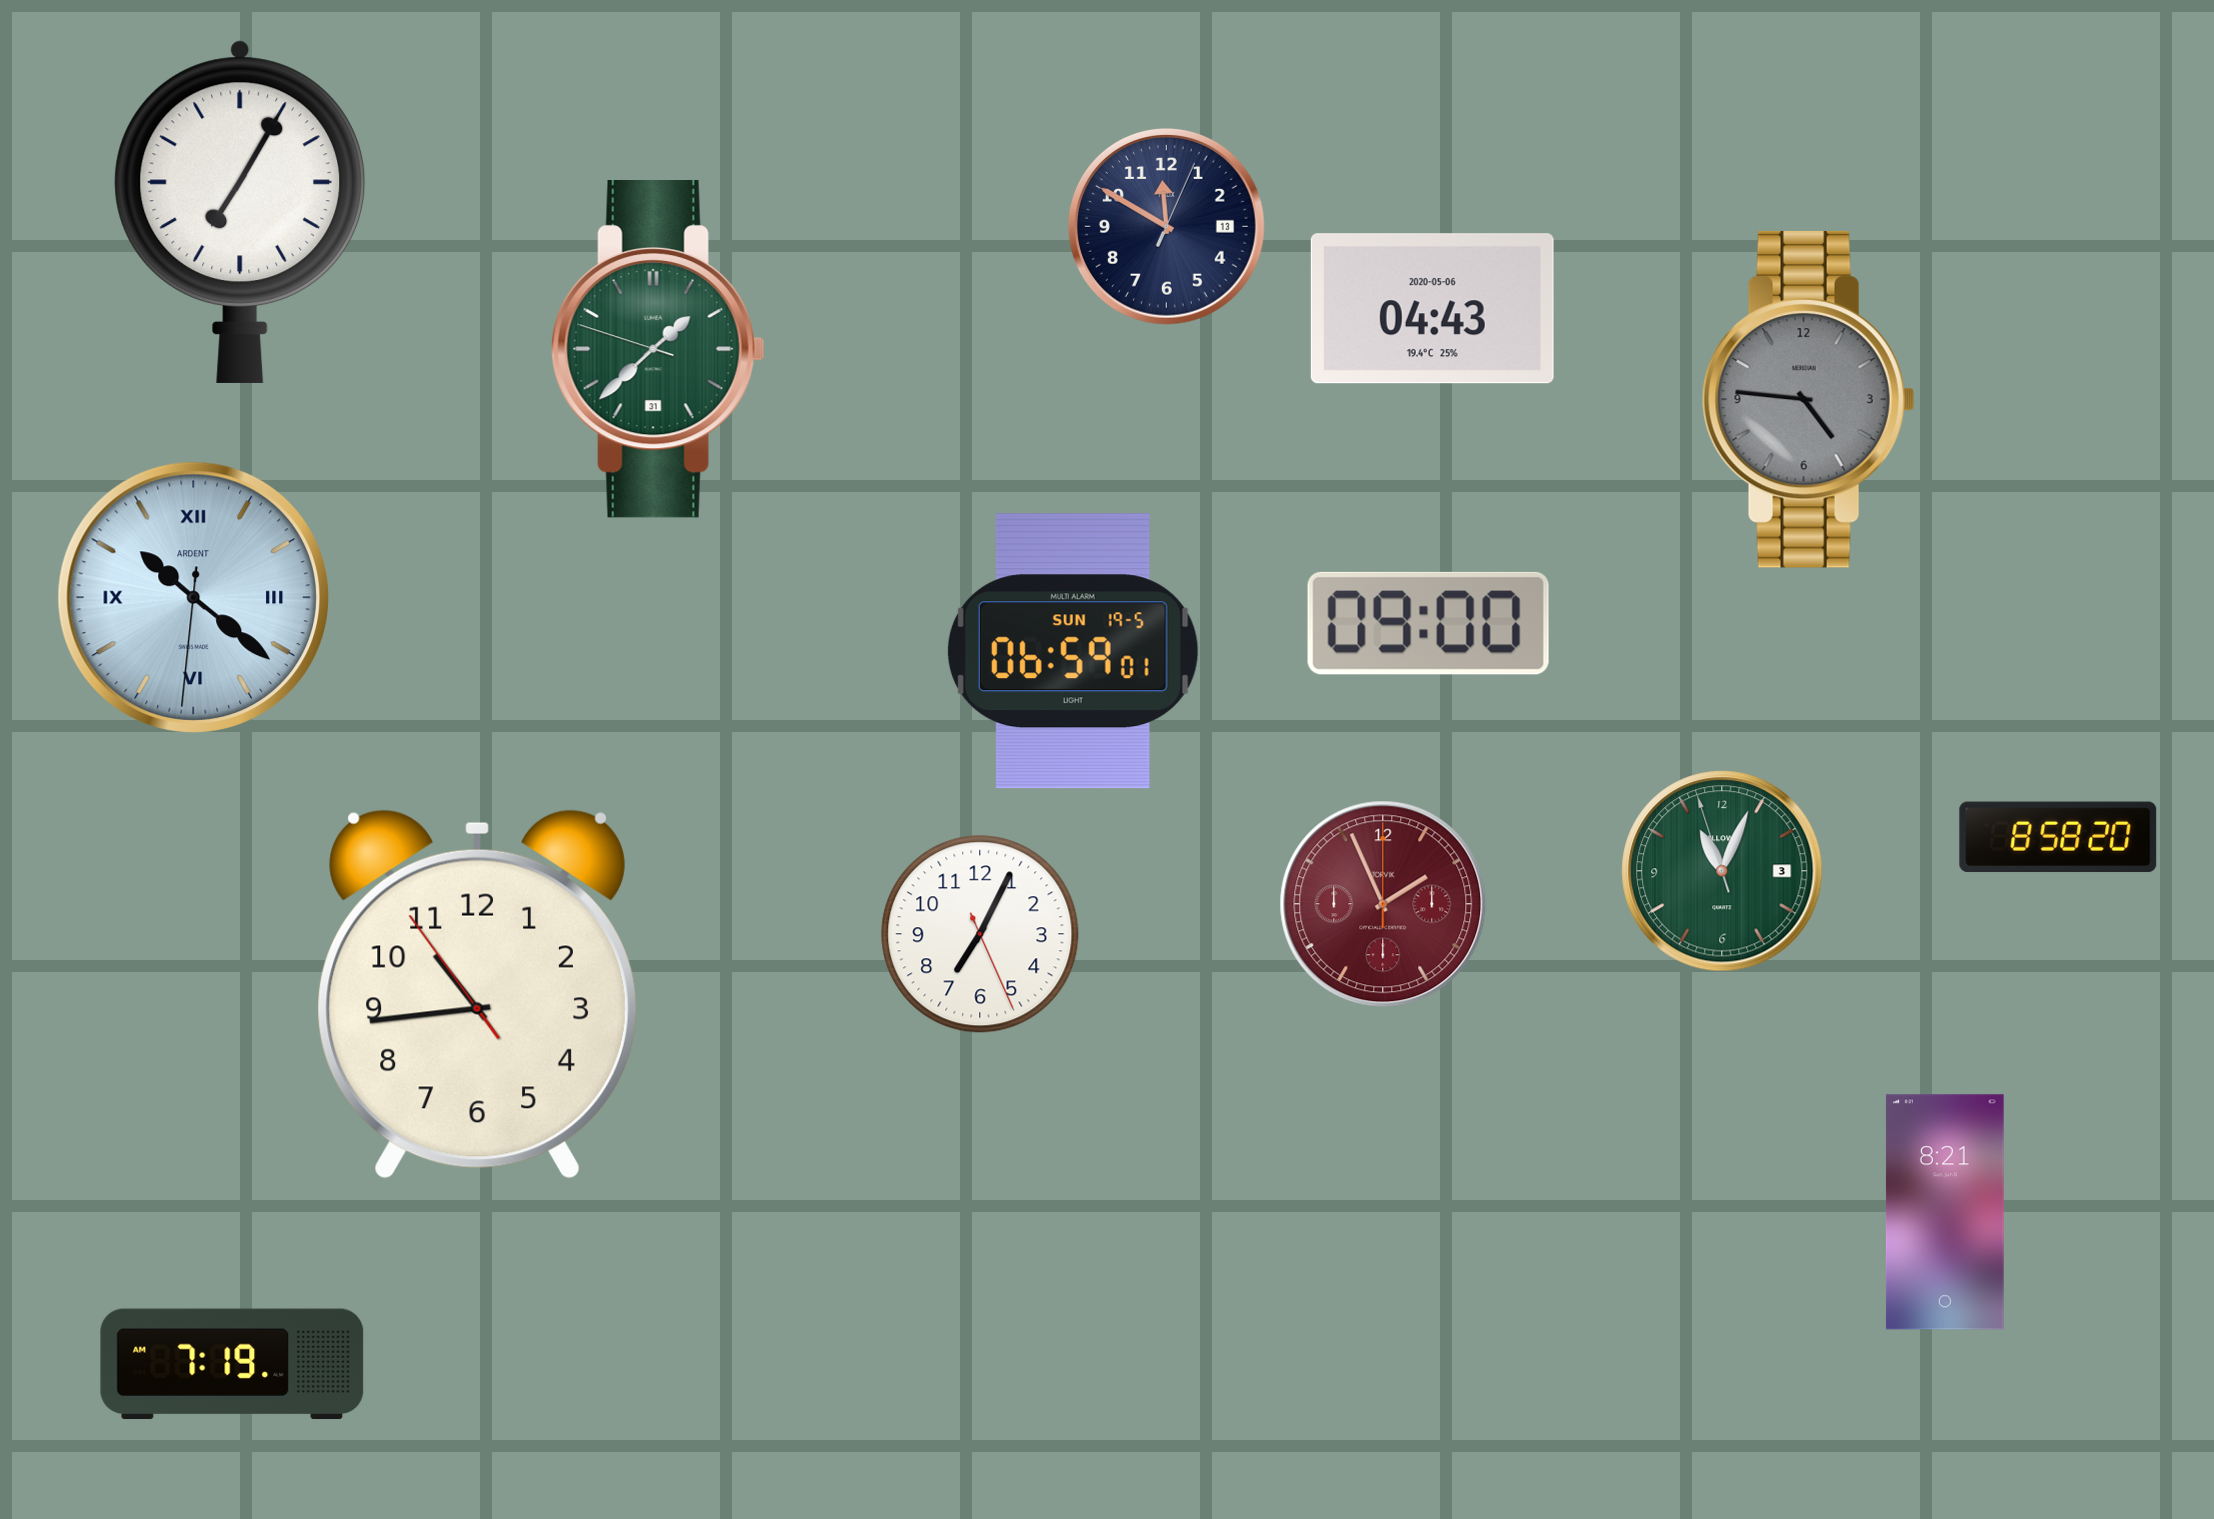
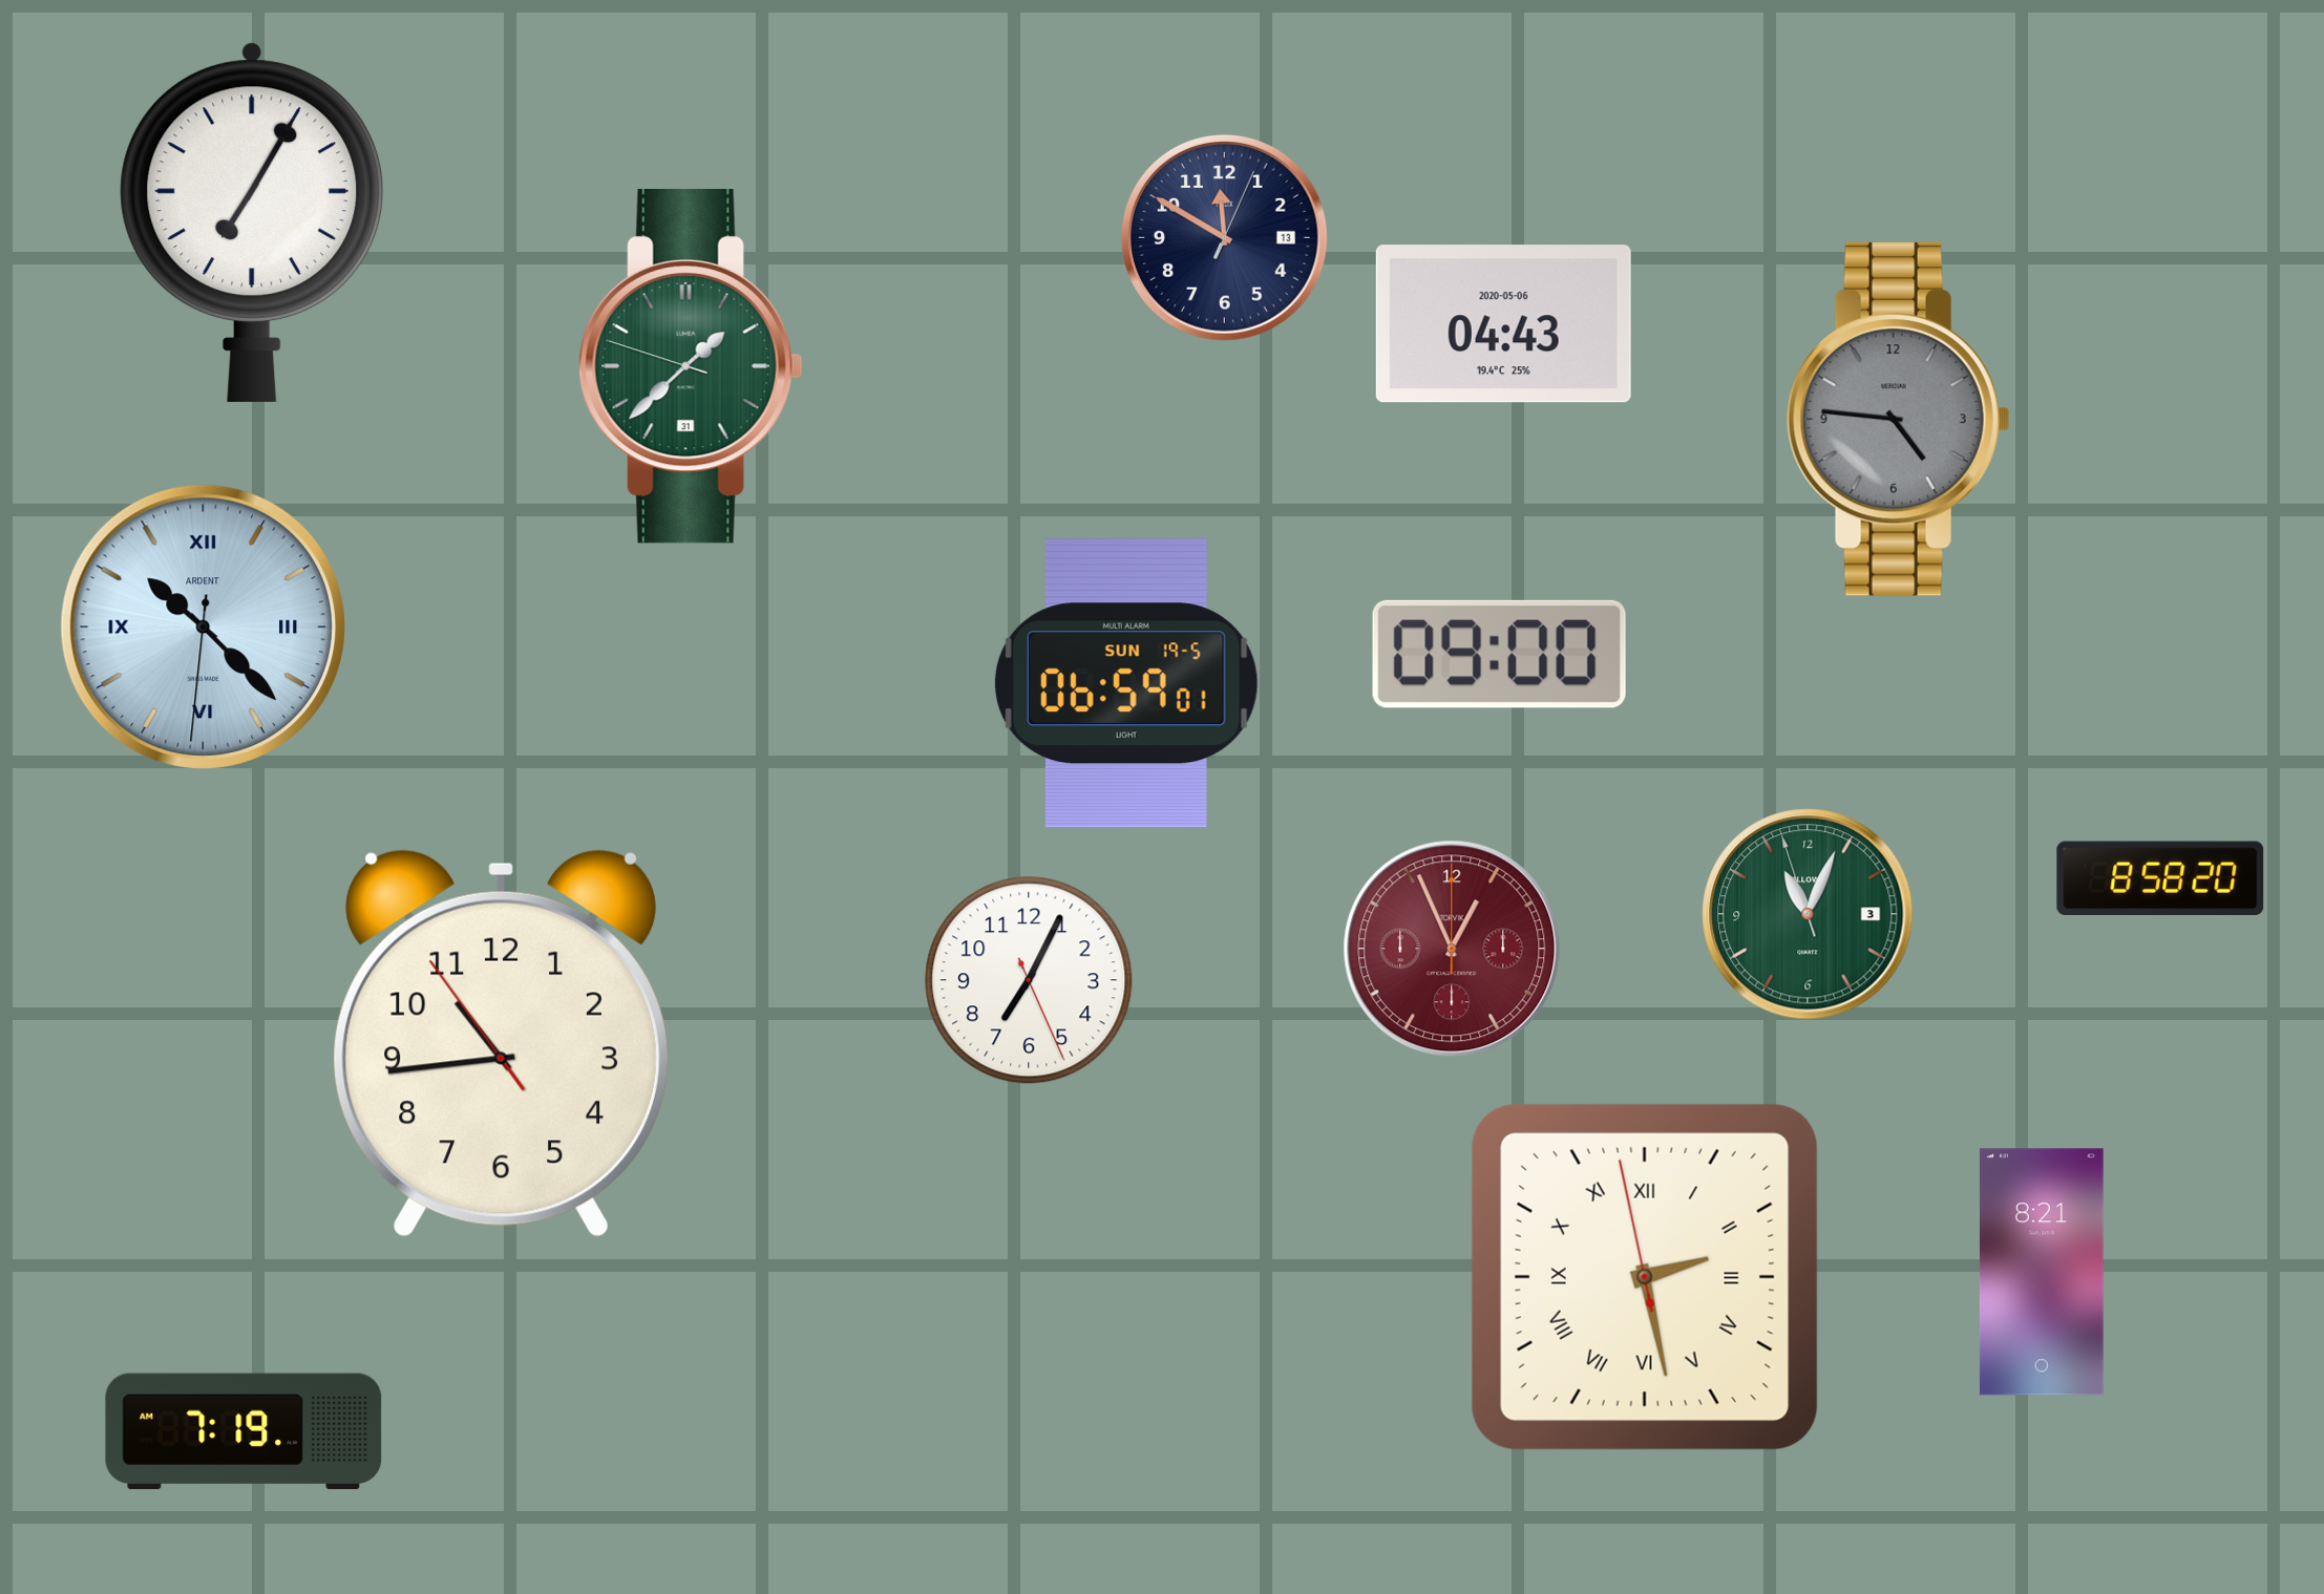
clock at (193, 597): 10:21 -> 10:22
clock at (1383, 904): 1:56 -> 12:56
clock at (1645, 1277): none -> 2:27
